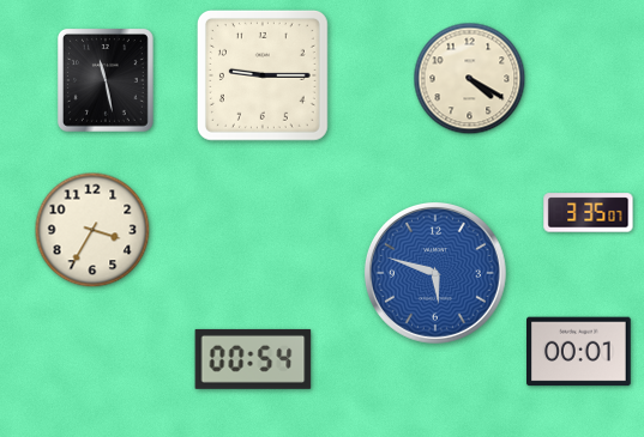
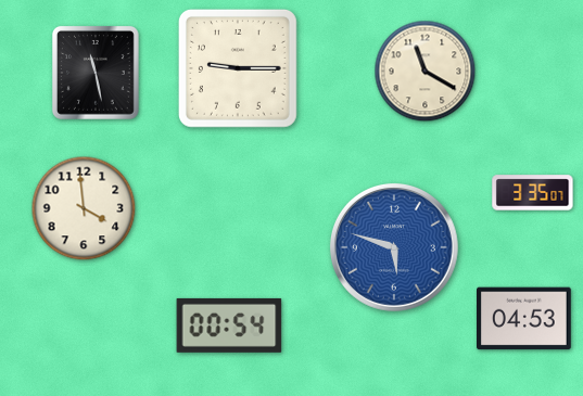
clock at (470, 79): 4:20 -> 11:20
clock at (92, 230): 3:35 -> 3:59
clock at (579, 352): 00:01 -> 04:53
